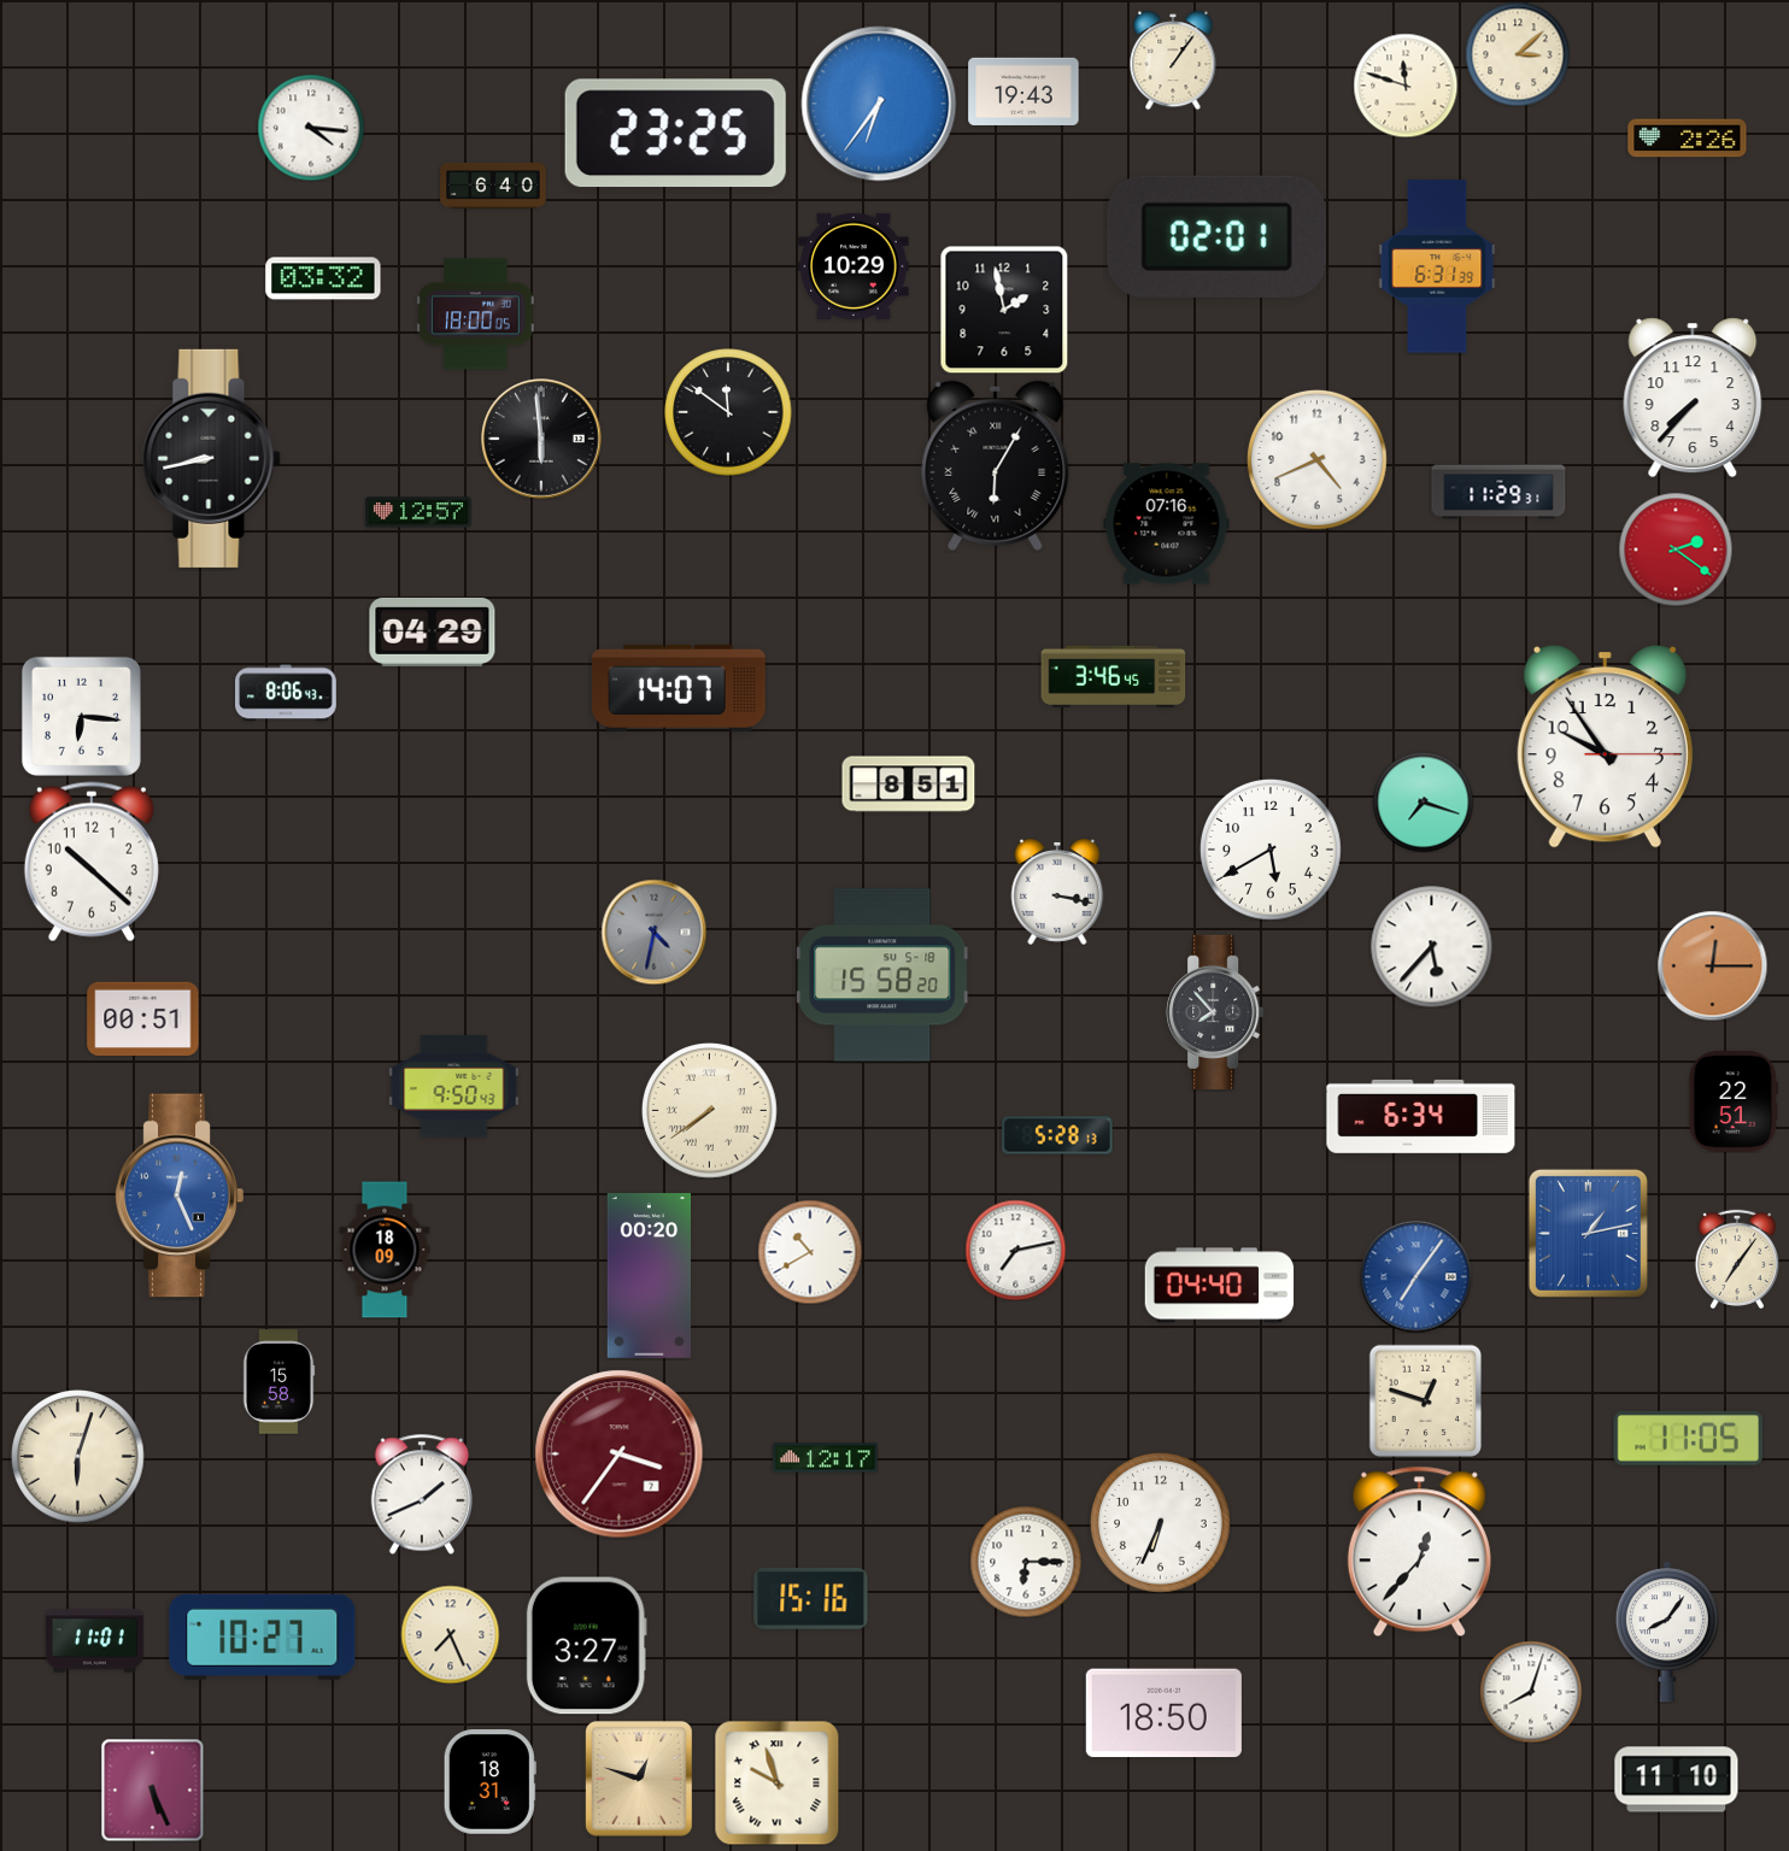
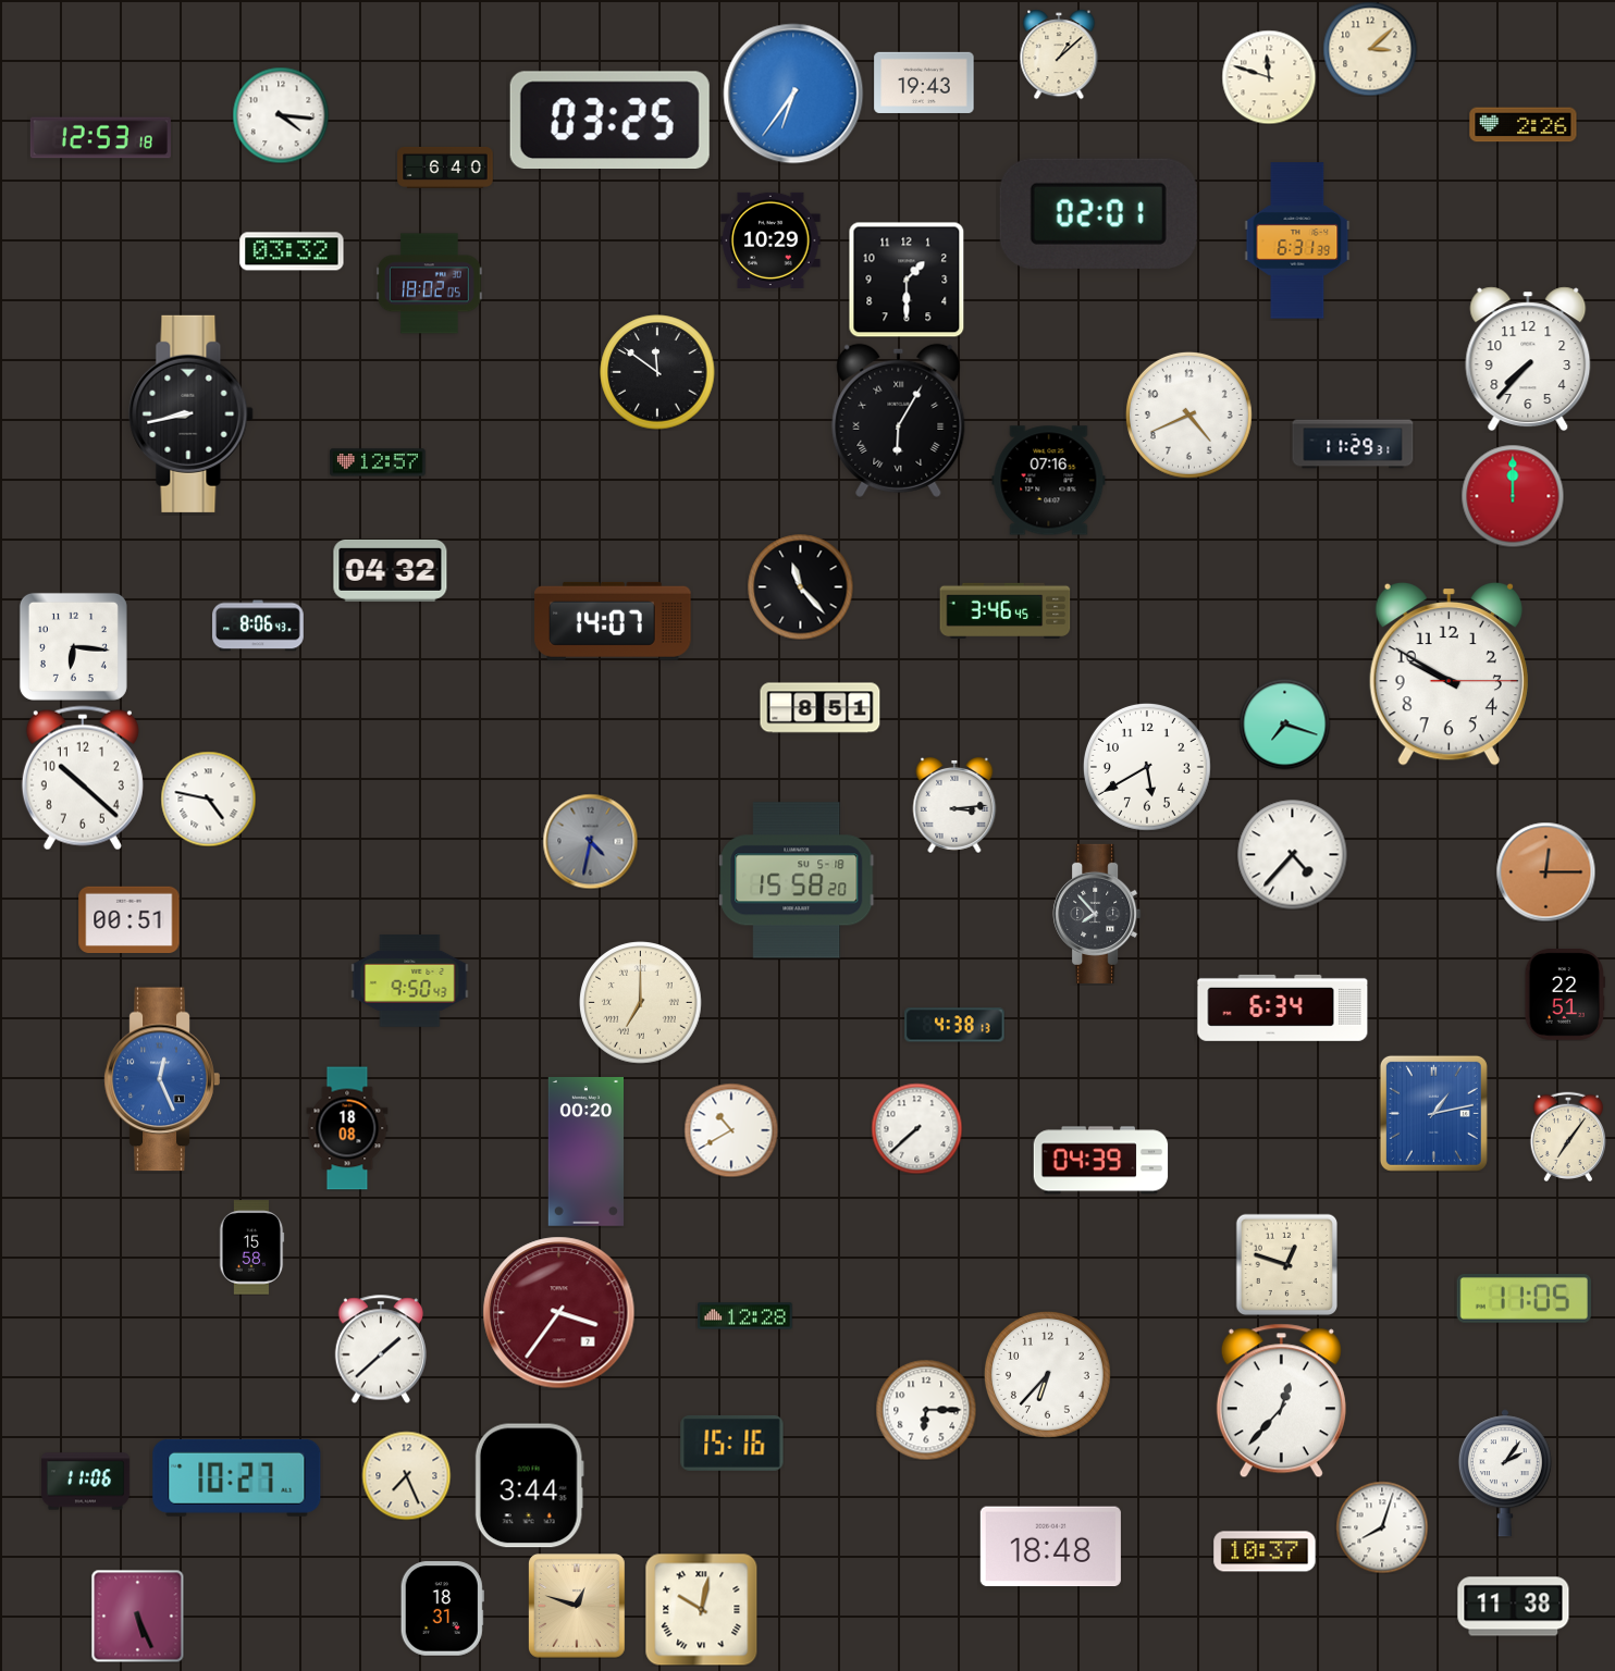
clock at (1173, 60): 1:06 -> 1:08
clock at (675, 134): 23:25 -> 03:25
clock at (100, 138): none -> 12:53
clock at (1004, 310): 1:58 -> 1:30
clock at (476, 315): 18:00 -> 18:02
clock at (541, 439): 5:59 -> none
clock at (1167, 524) position: (1167, 524) -> (1049, 481)
clock at (1676, 550): 2:21 -> 12:00
clock at (433, 631): 04:29 -> 04:32
clock at (800, 586): none -> 11:23
clock at (1605, 746): 9:54 -> 9:50
clock at (208, 799): none -> 4:47
clock at (1057, 893): 3:17 -> 3:14
clock at (1432, 947): 5:37 -> 4:37
clock at (710, 1111): 7:39 -> 7:00
clock at (1057, 1135): 5:28 -> 4:38
clock at (385, 1250): 18:09 -> 18:08
clock at (1015, 1250): 7:13 -> 7:38
clock at (1415, 1276): 7:06 -> none
clock at (1220, 1286): 04:40 -> 04:39
clock at (78, 1457): 6:03 -> none
clock at (826, 1458): 12:17 -> 12:28
clock at (421, 1494): 1:41 -> 1:38
clock at (1160, 1522): 6:34 -> 6:37
clock at (1667, 1632): 8:06 -> 2:06
clock at (94, 1641): 11:01 -> 11:06
clock at (586, 1646): 3:27 -> 3:44
clock at (1163, 1714): 18:50 -> 18:48
clock at (1265, 1551): none -> 10:37
clock at (1677, 1780): 11:10 -> 11:38
clock at (776, 1782): 9:57 -> 10:02
